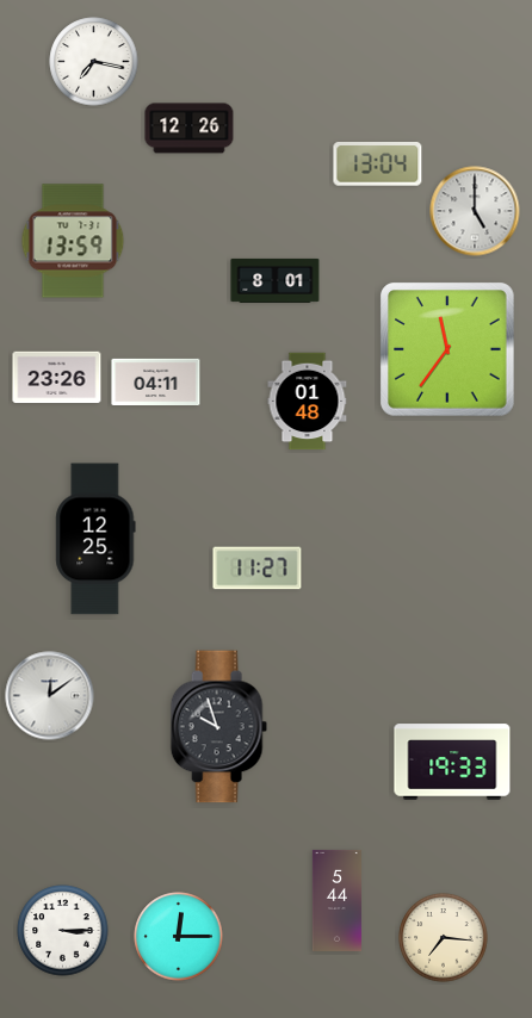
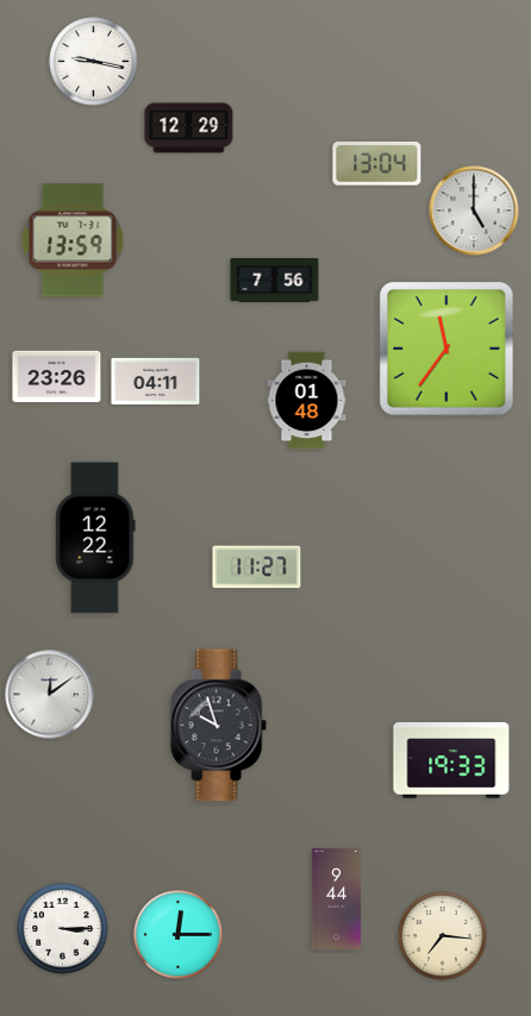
clock at (94, 62): 7:17 -> 9:17
clock at (190, 129): 12:26 -> 12:29
clock at (276, 280): 8:01 -> 7:56
clock at (95, 539): 12:25 -> 12:22
clock at (336, 900): 5:44 -> 9:44
